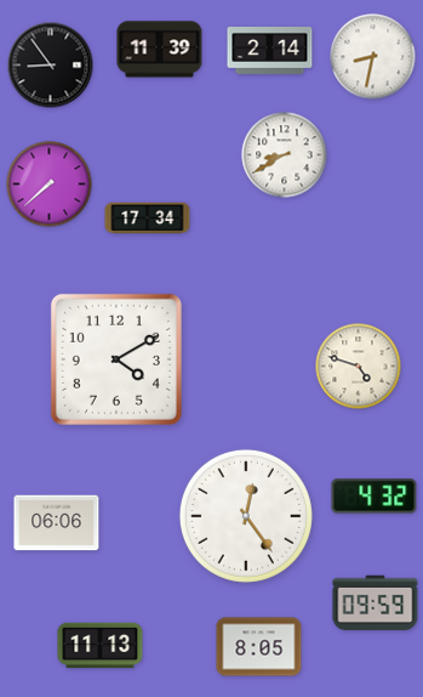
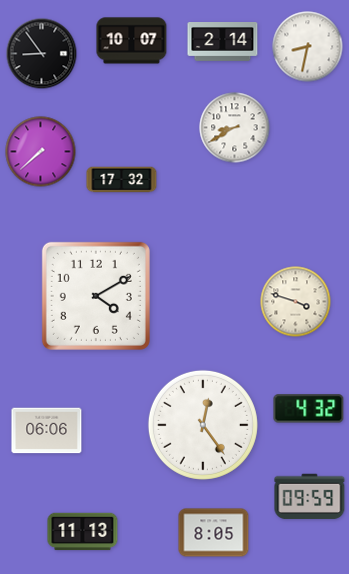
clock at (160, 50): 11:39 -> 10:07
clock at (148, 219): 17:34 -> 17:32
clock at (359, 367): 4:48 -> 3:48
